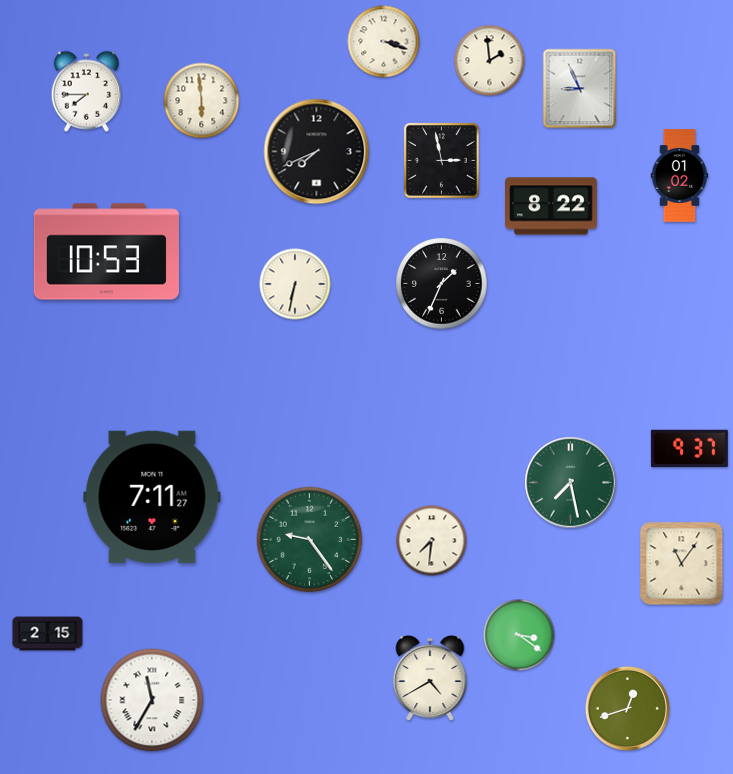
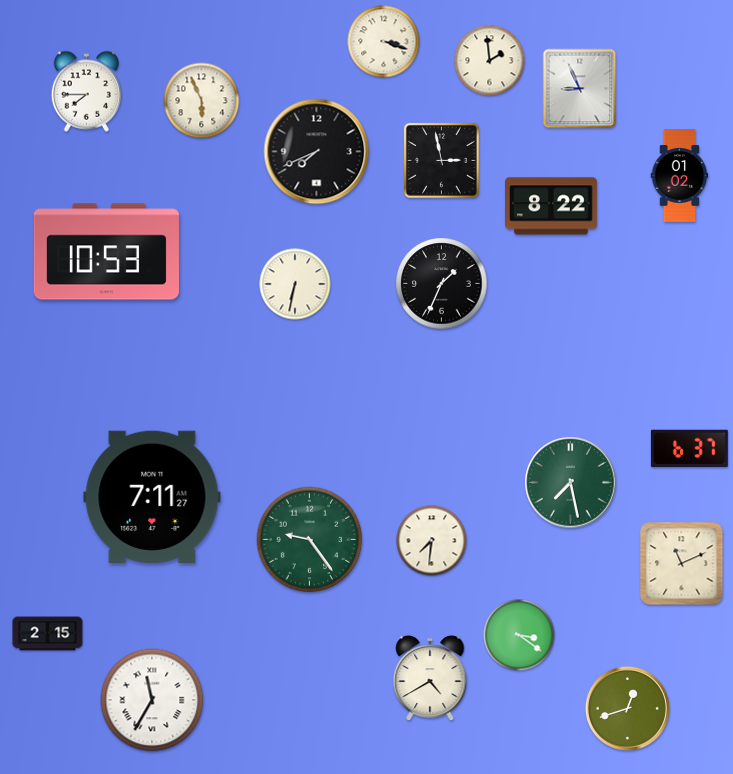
clock at (202, 101): 5:59 -> 5:56
clock at (689, 449): 9:37 -> 6:37
clock at (682, 564): 11:06 -> 11:11
